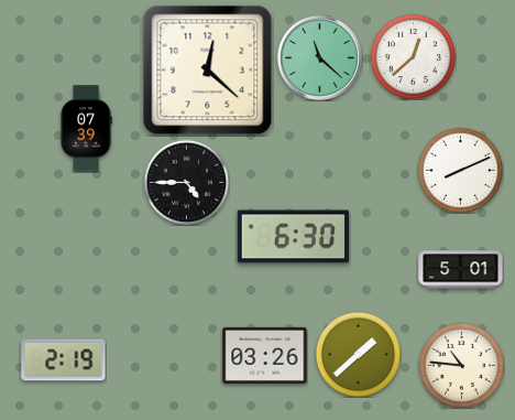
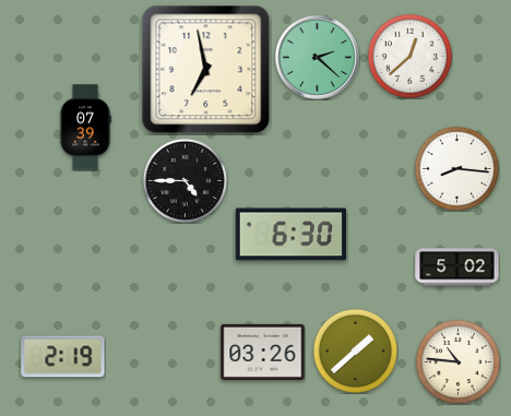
clock at (319, 57): 11:22 -> 2:22
clock at (208, 71): 12:22 -> 6:58
clock at (460, 170): 8:11 -> 8:16
clock at (461, 270): 5:01 -> 5:02
